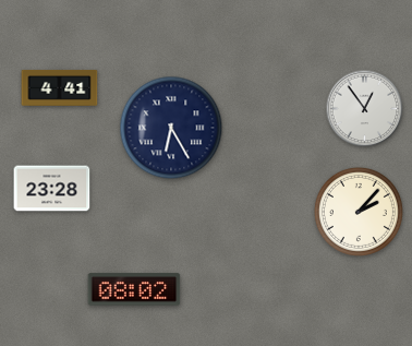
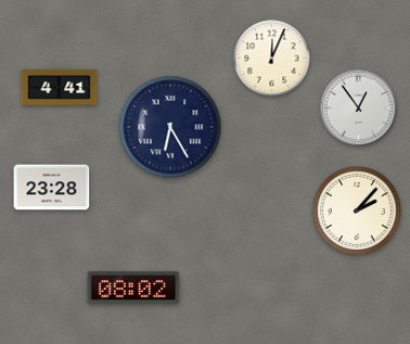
clock at (272, 59): none -> 12:04
clock at (365, 109) position: (365, 109) -> (359, 109)
